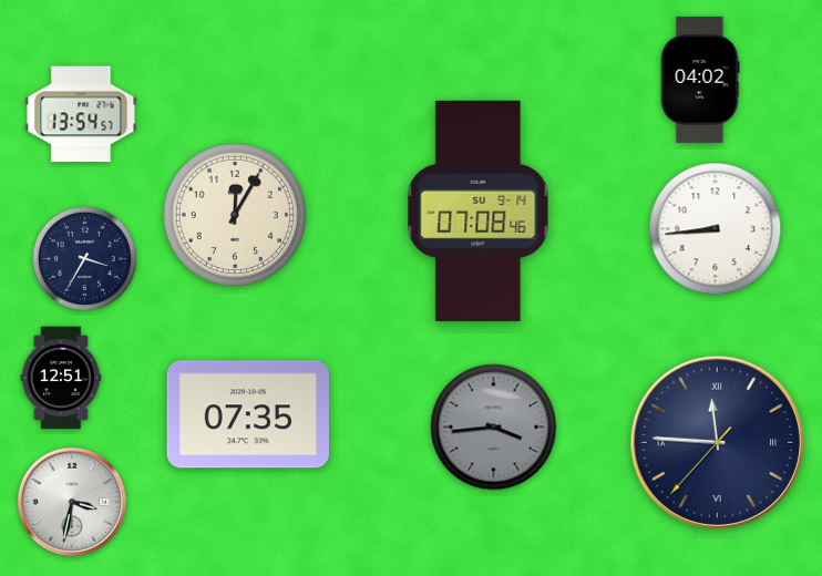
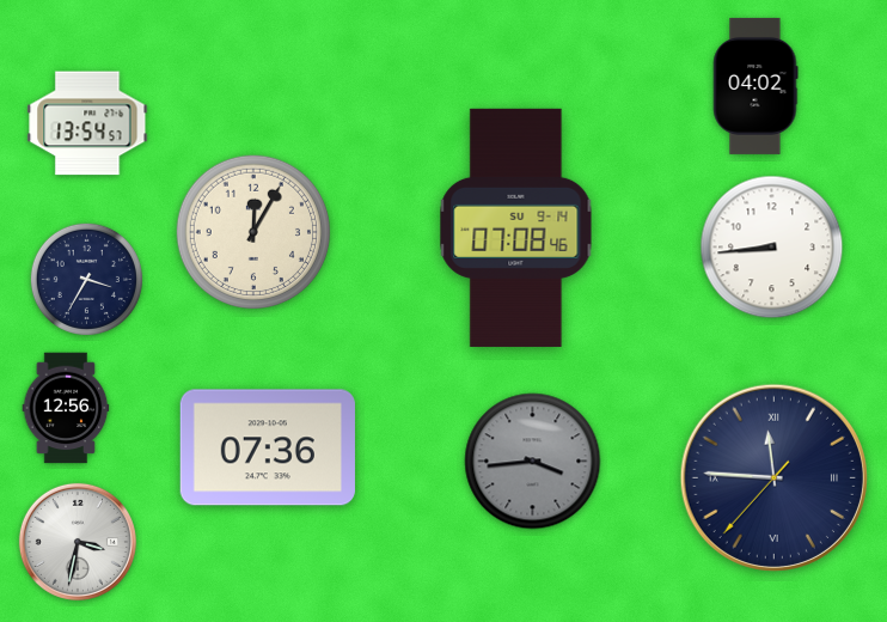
clock at (84, 258) position: (84, 258) -> (86, 279)
clock at (61, 378): 12:51 -> 12:56
clock at (248, 414): 07:35 -> 07:36
